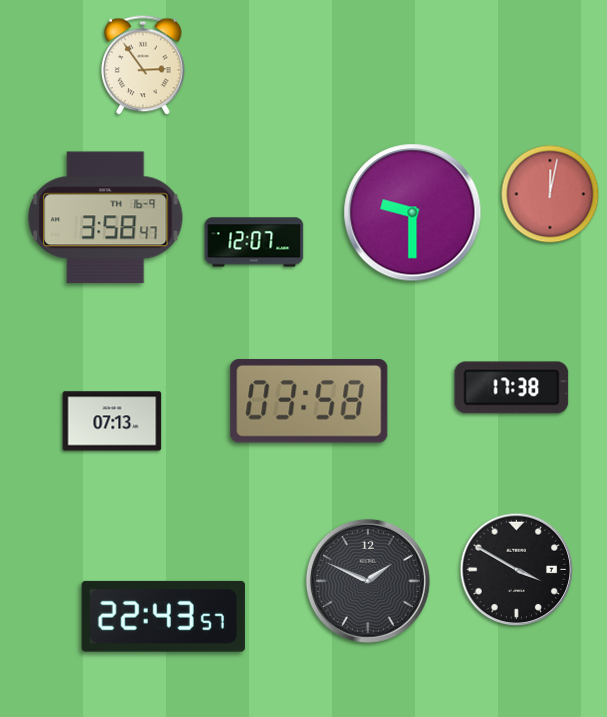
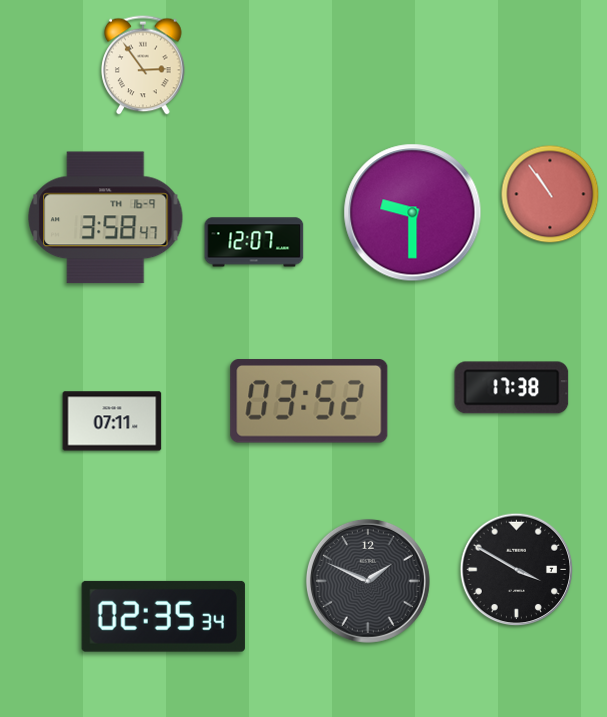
clock at (550, 194): 12:02 -> 10:54
clock at (309, 401): 03:58 -> 03:52
clock at (112, 421): 07:13 -> 07:11
clock at (163, 616): 22:43 -> 02:35
